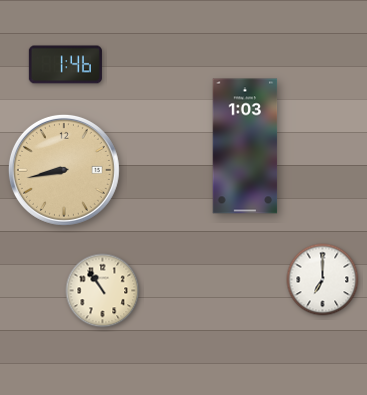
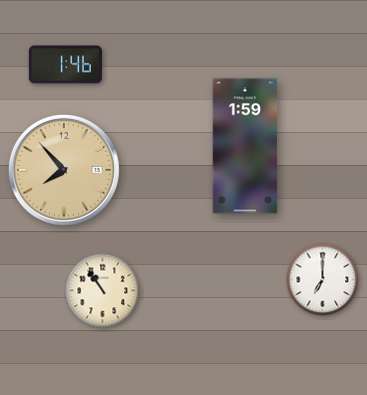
clock at (245, 146): 1:03 -> 1:59
clock at (64, 170): 8:43 -> 7:53
